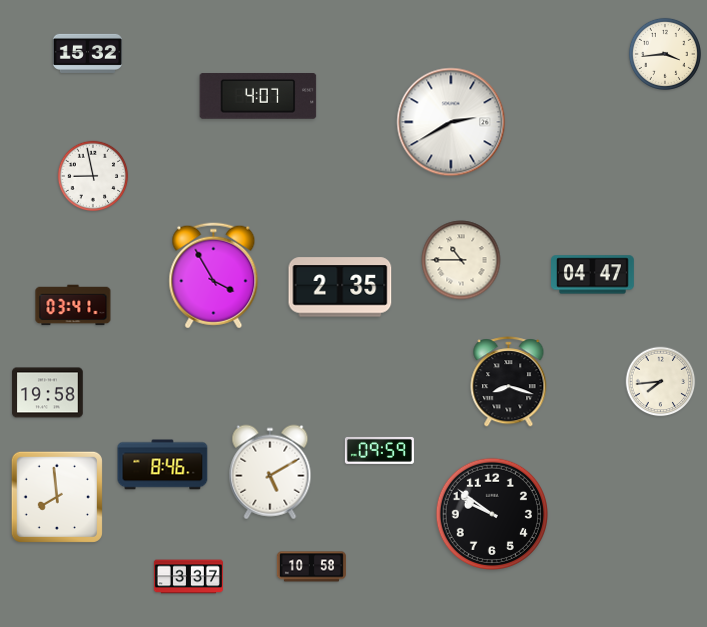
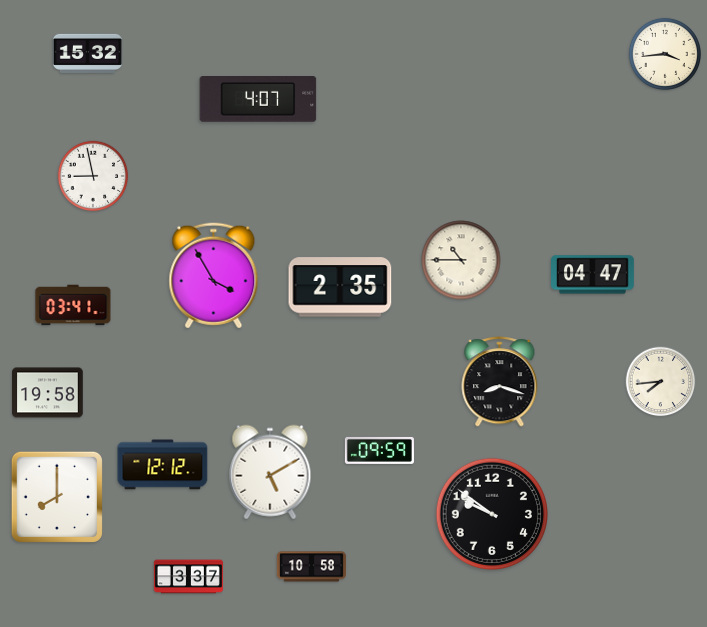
clock at (258, 97) position: (258, 97) -> (258, 100)
clock at (451, 122): 2:40 -> none
clock at (509, 382) position: (509, 382) -> (500, 382)
clock at (163, 465): 8:46 -> 12:12
clock at (57, 497): 7:59 -> 8:00
